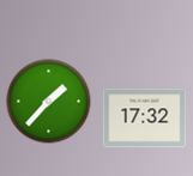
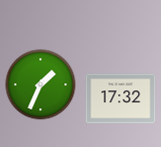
clock at (49, 102): 1:37 -> 1:34
